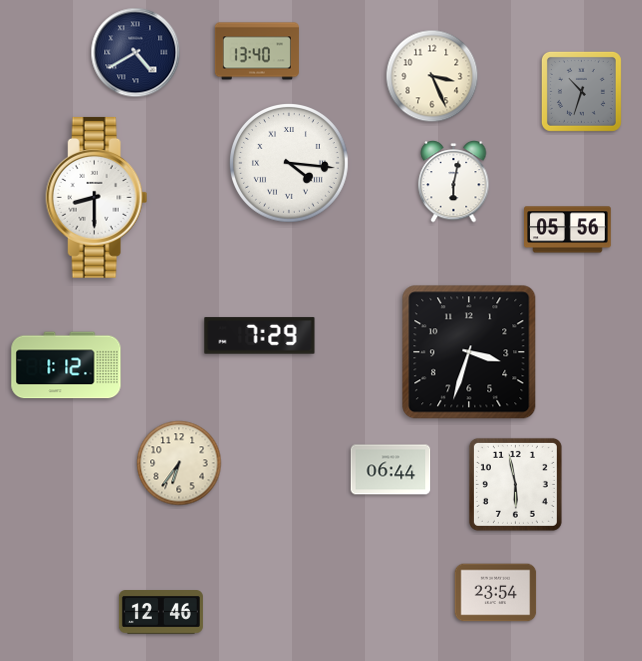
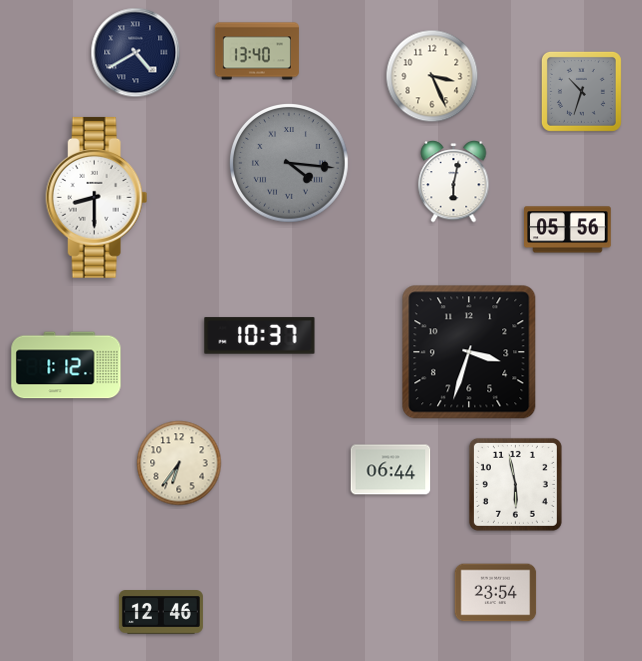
clock at (290, 164) dial: white -> grey
clock at (260, 336): 7:29 -> 10:37
